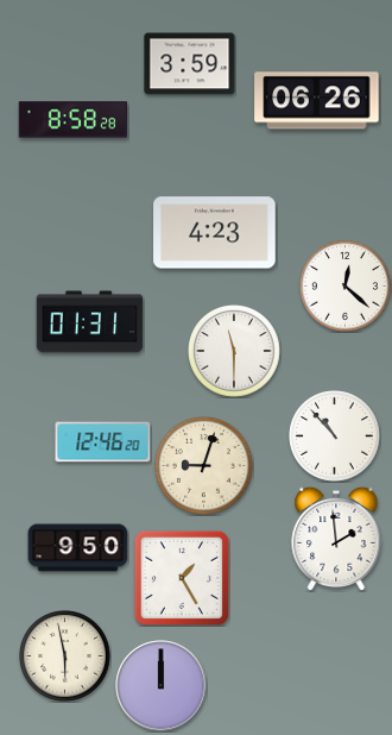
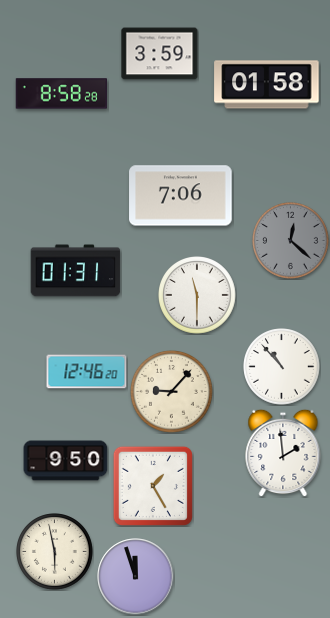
clock at (317, 101): 06:26 -> 01:58
clock at (74, 120) position: (74, 120) -> (62, 94)
clock at (215, 233): 4:23 -> 7:06
clock at (346, 287) dial: white -> grey
clock at (204, 466): 9:03 -> 9:07
clock at (162, 686): 12:00 -> 11:57
